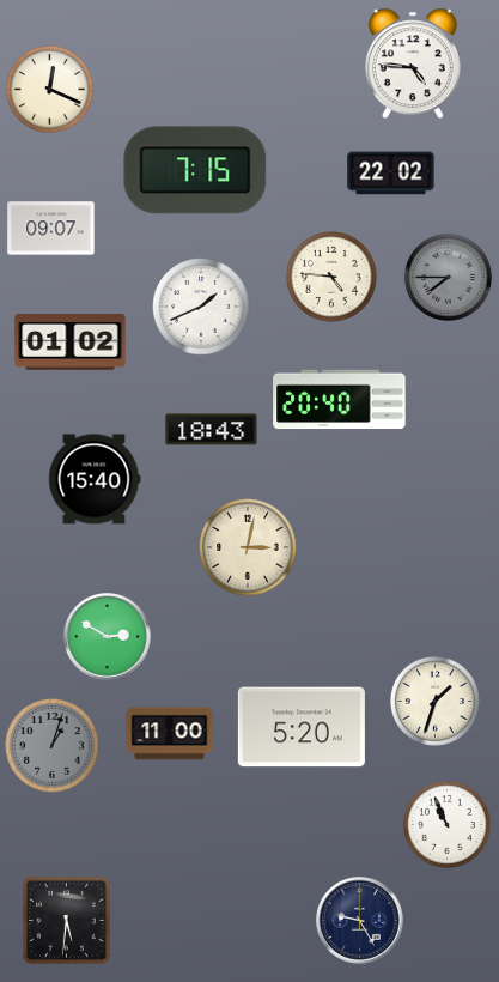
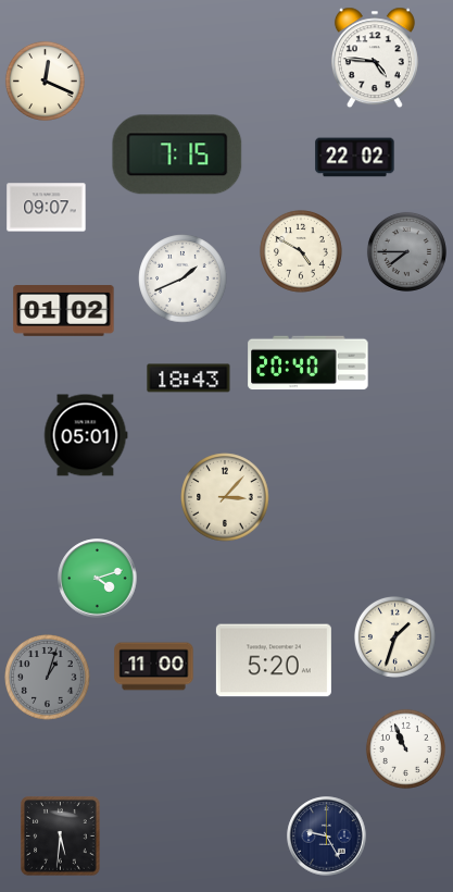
clock at (331, 277): 4:46 -> 4:50
clock at (212, 430) position: (212, 430) -> (189, 379)
clock at (95, 479): 15:40 -> 05:01
clock at (248, 547): 3:02 -> 3:07
clock at (108, 637): 2:50 -> 4:12
